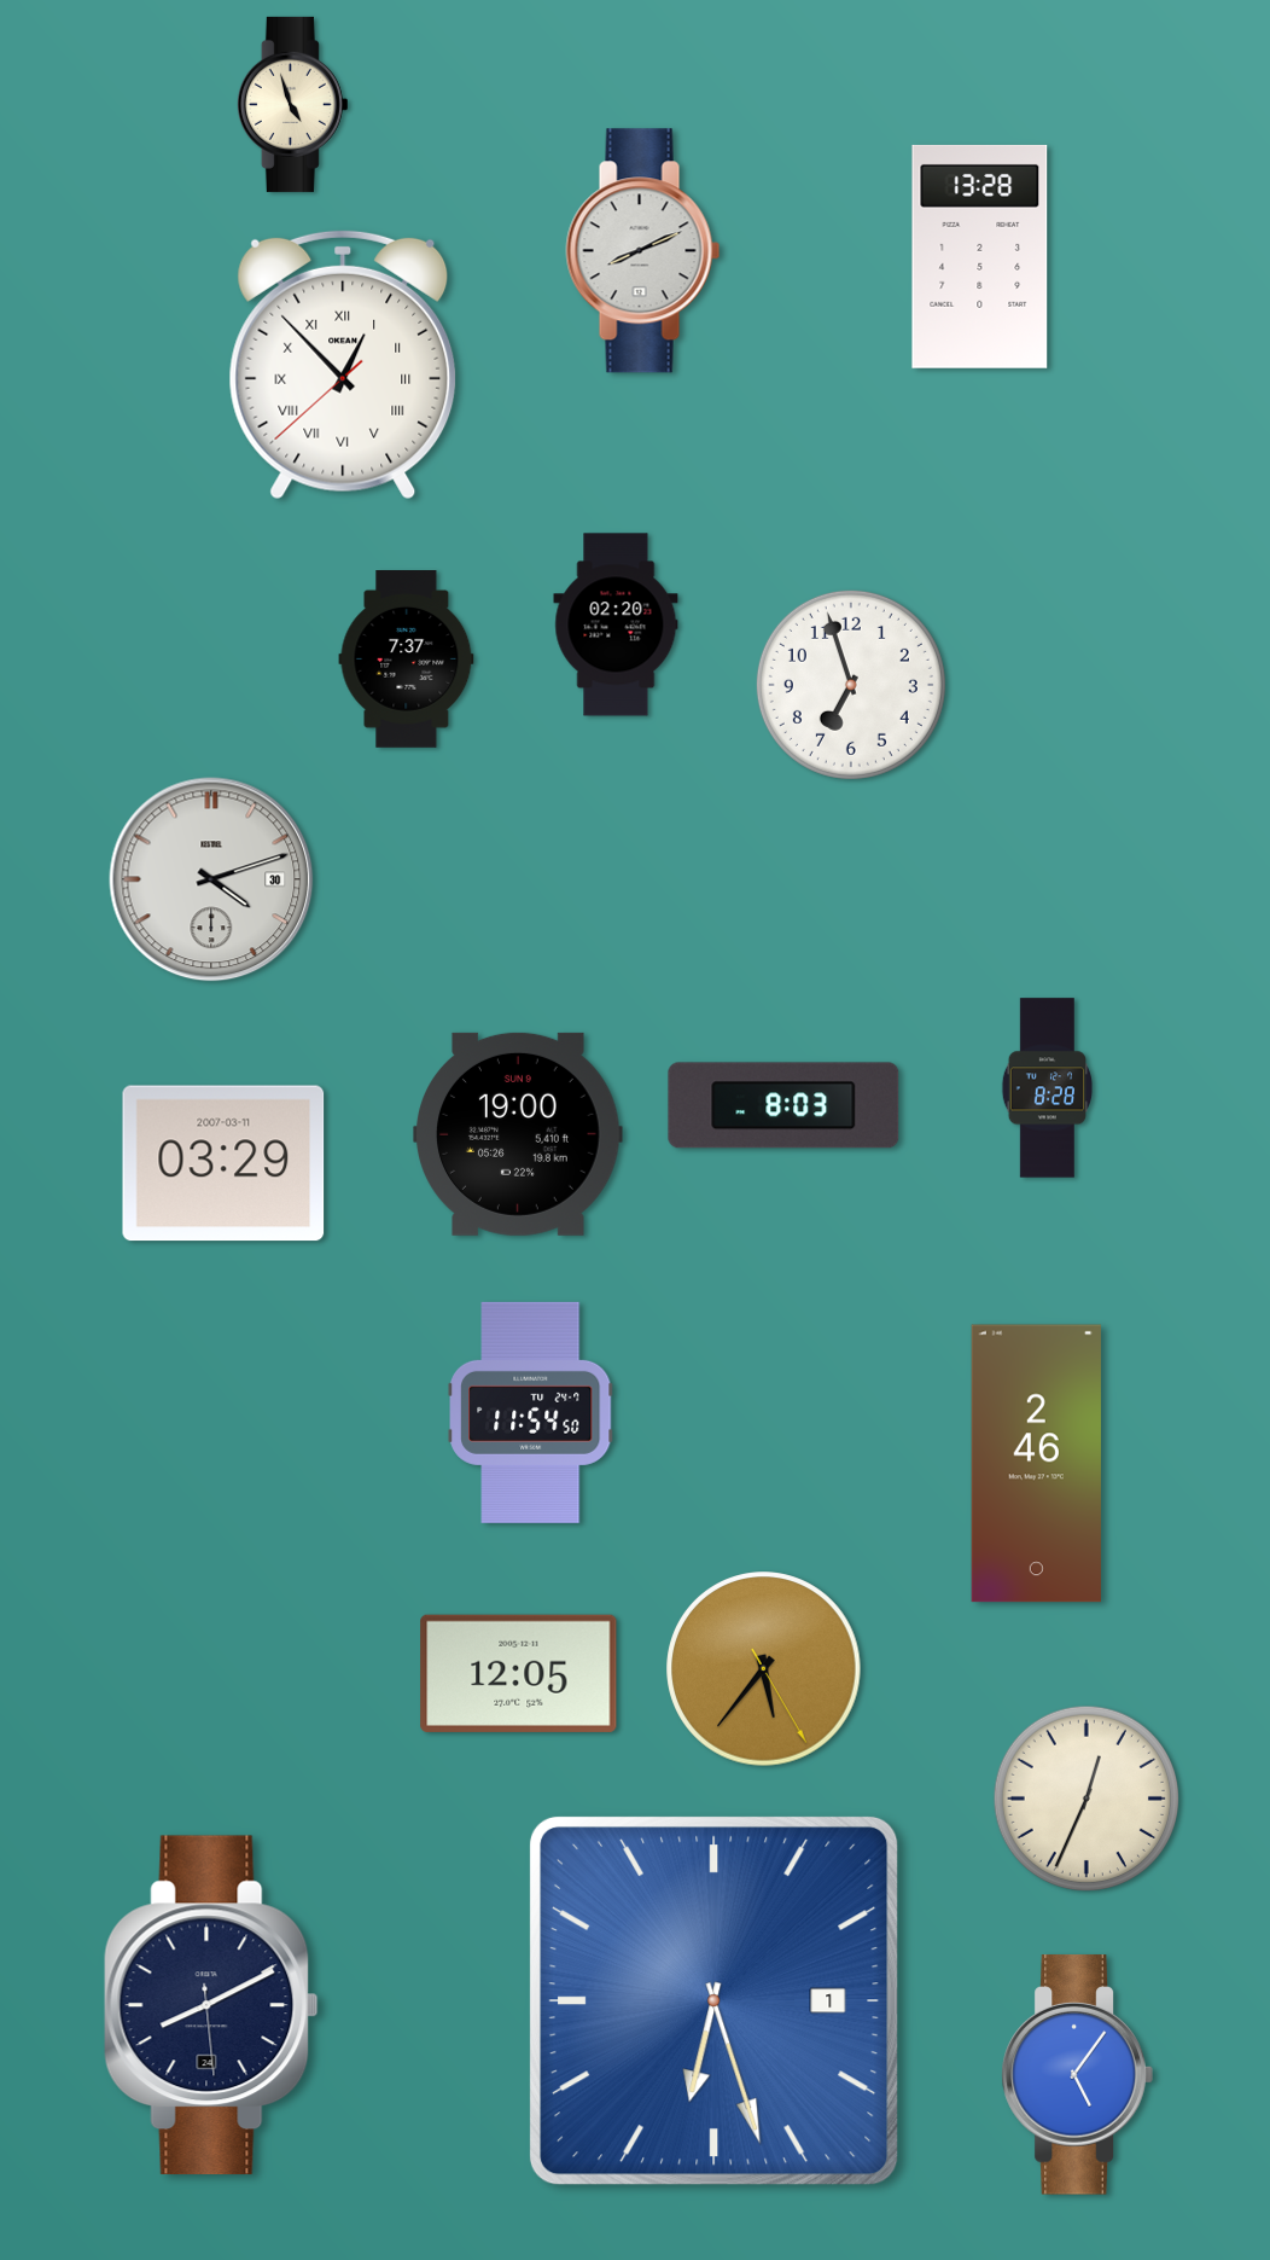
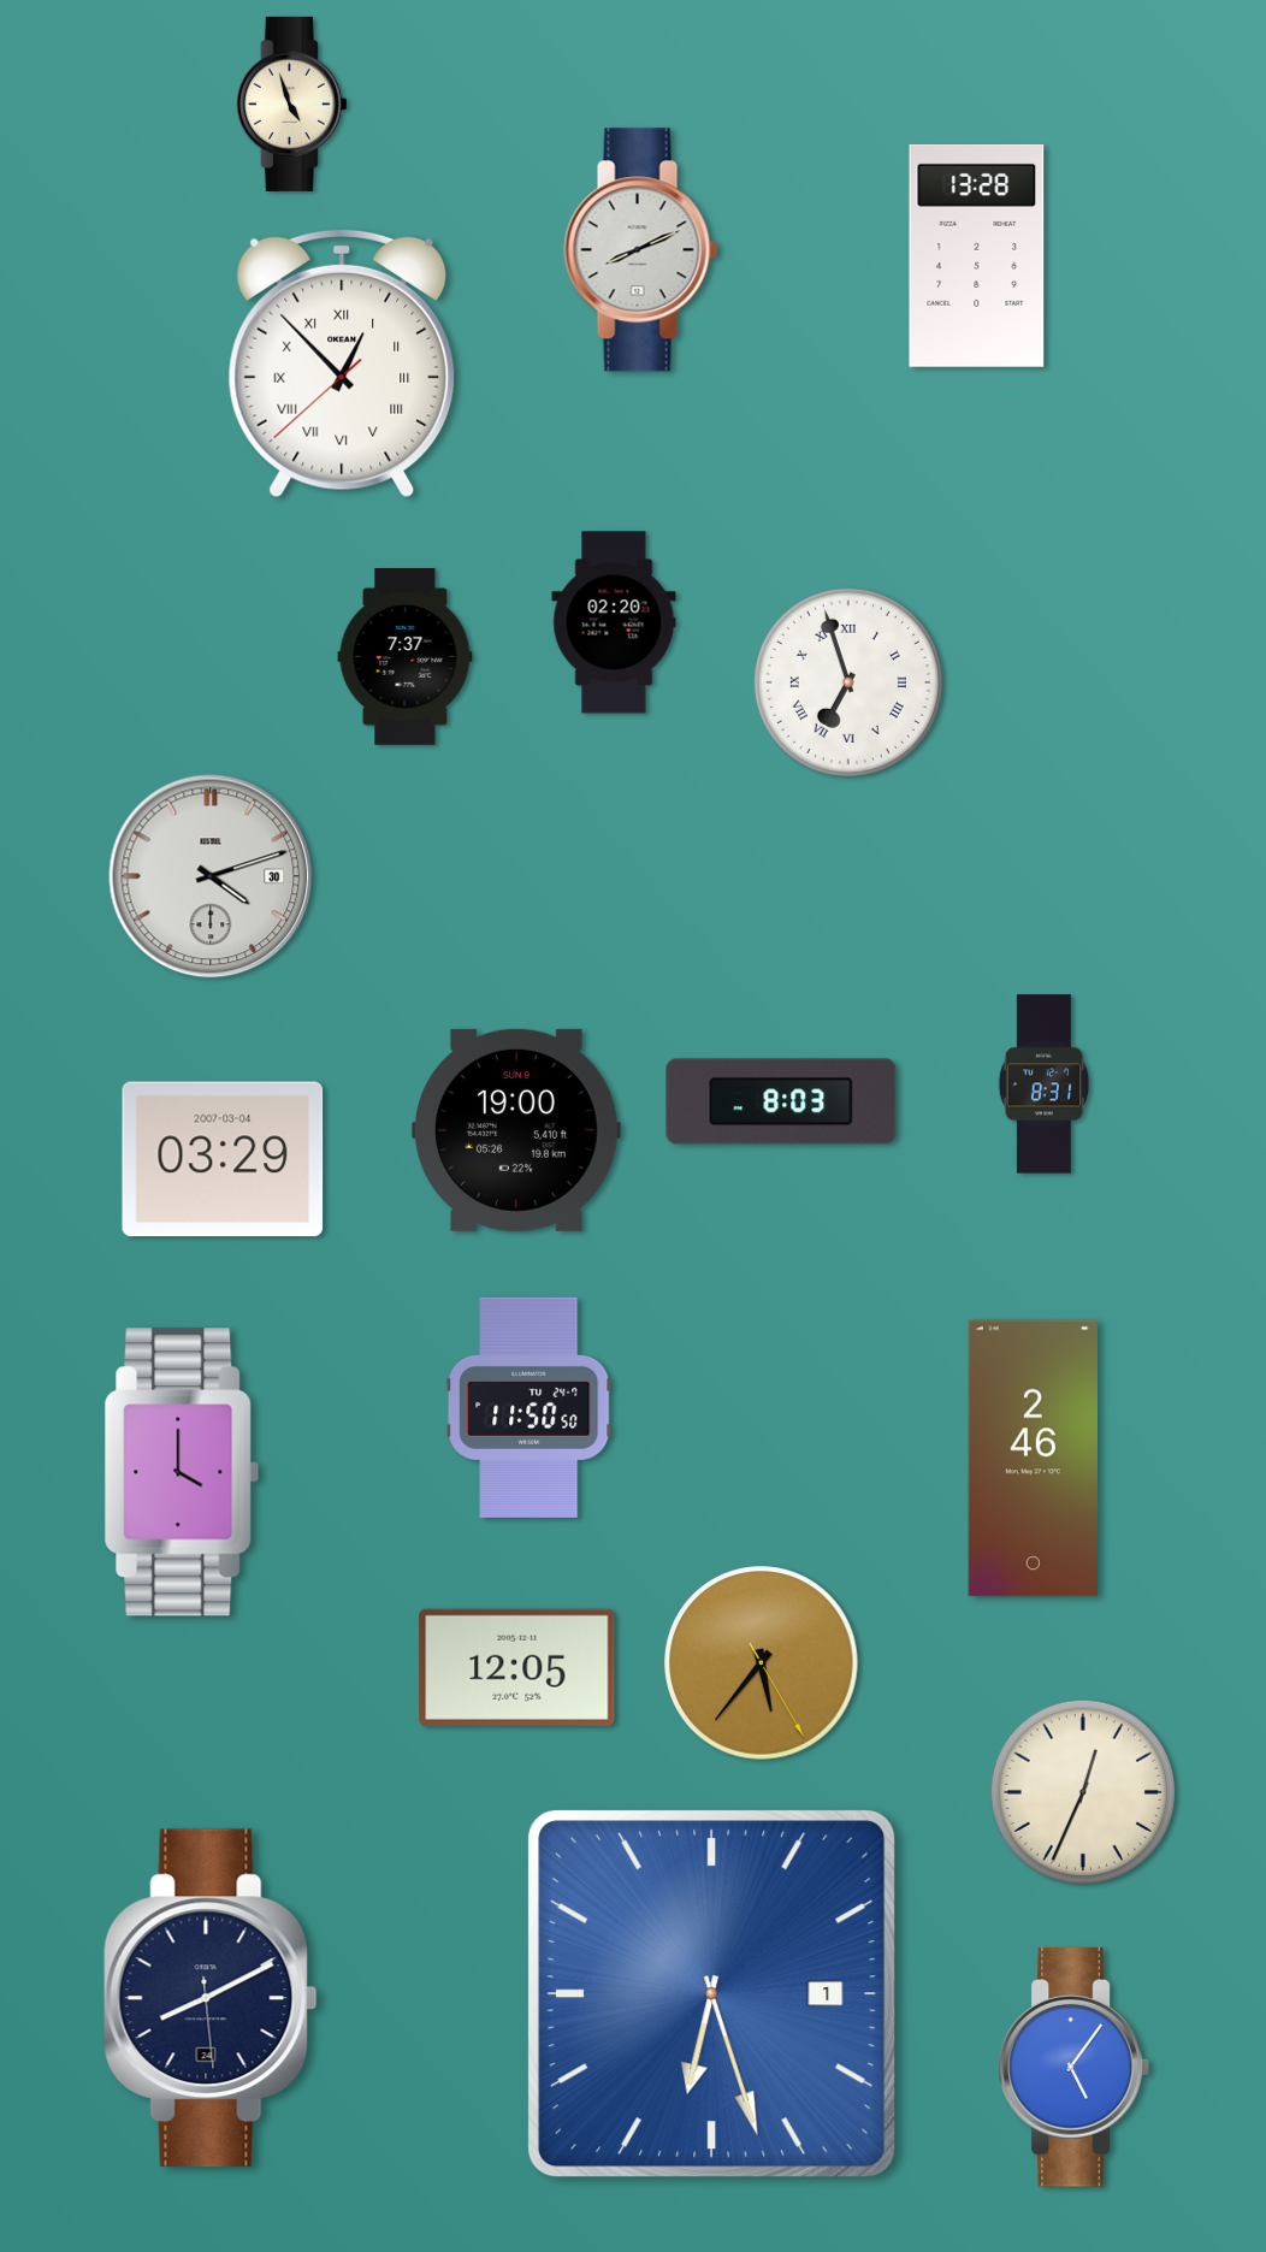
clock at (851, 685) numerals: Arabic -> Roman
clock at (1048, 1088): 8:28 -> 8:31
clock at (223, 1163) date: 2007-03-11 -> 2007-03-04
clock at (531, 1412): 11:54 -> 11:50
clock at (182, 1472): none -> 4:00
